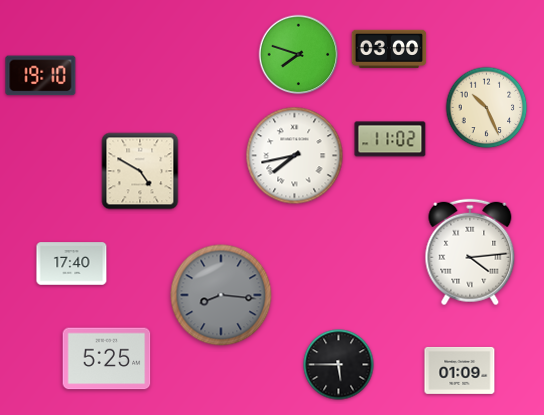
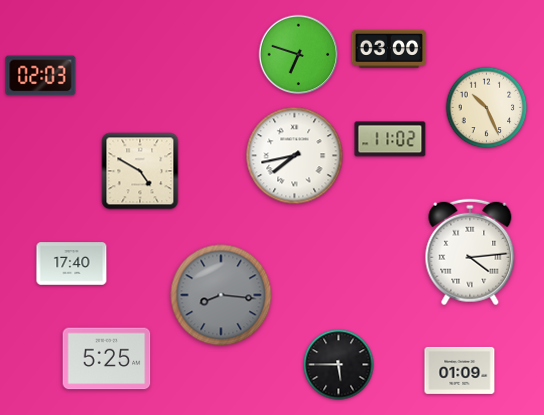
clock at (299, 55): 7:48 -> 6:48
clock at (41, 76): 19:10 -> 02:03
